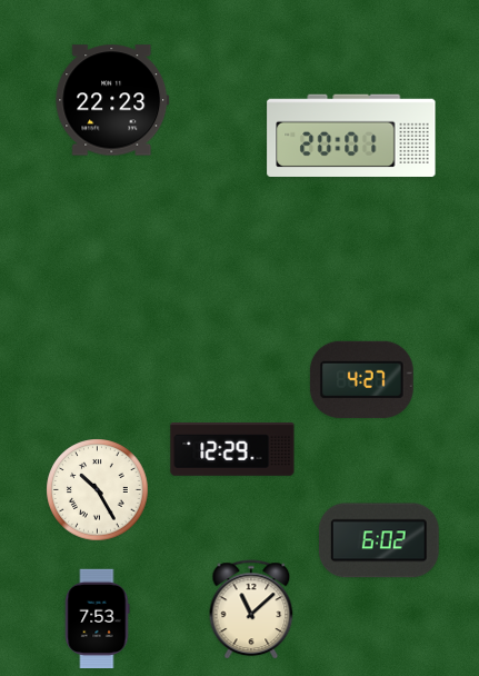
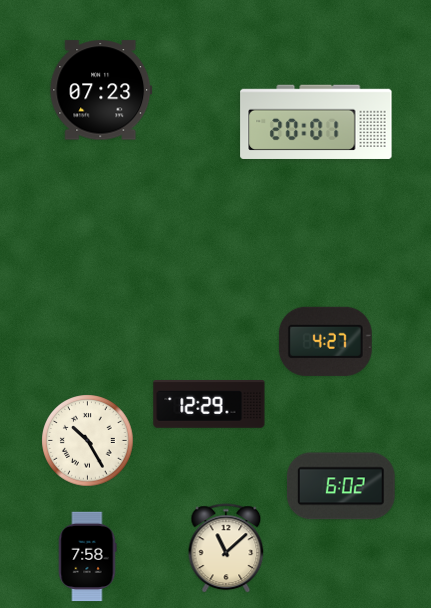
clock at (112, 100): 22:23 -> 07:23
clock at (97, 619): 7:53 -> 7:58
